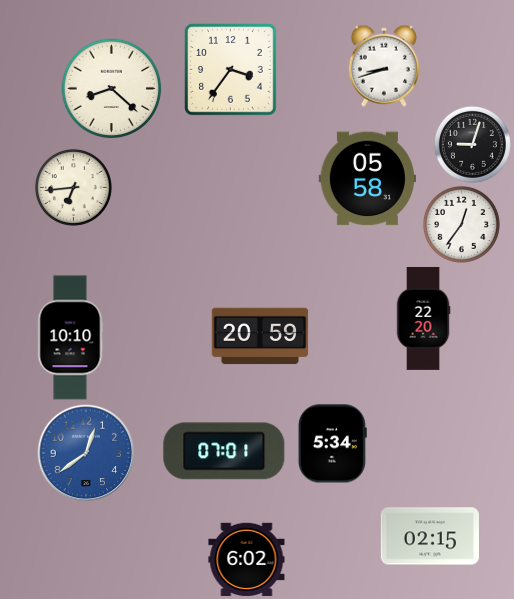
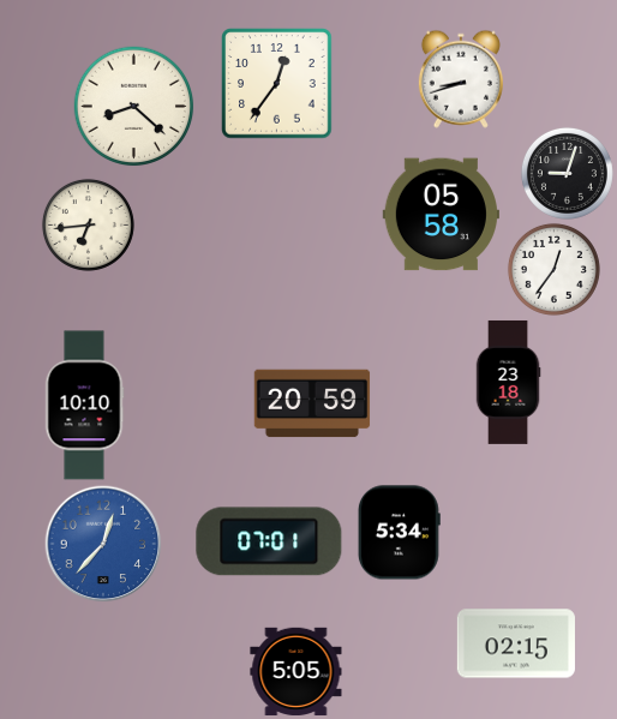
clock at (231, 70): 3:36 -> 12:36
clock at (423, 318): 22:20 -> 23:18
clock at (86, 453): 12:39 -> 12:37
clock at (247, 559): 6:02 -> 5:05
